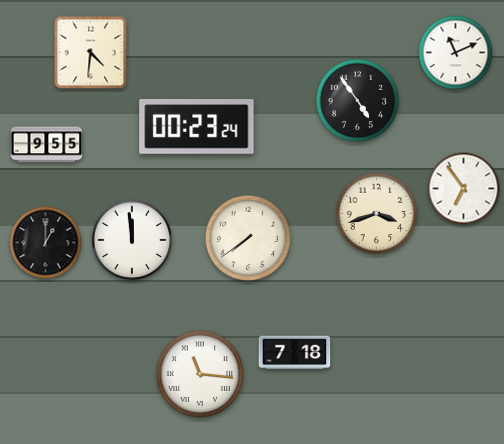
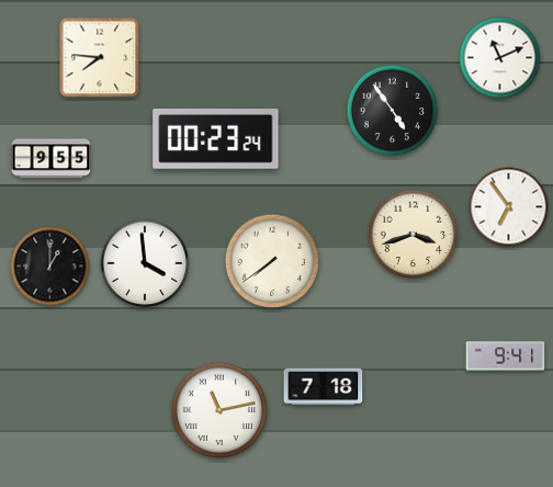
clock at (91, 53): 4:31 -> 7:46
clock at (132, 240): 11:59 -> 3:59
clock at (506, 356): none -> 9:41
clock at (200, 374): 11:16 -> 11:13
